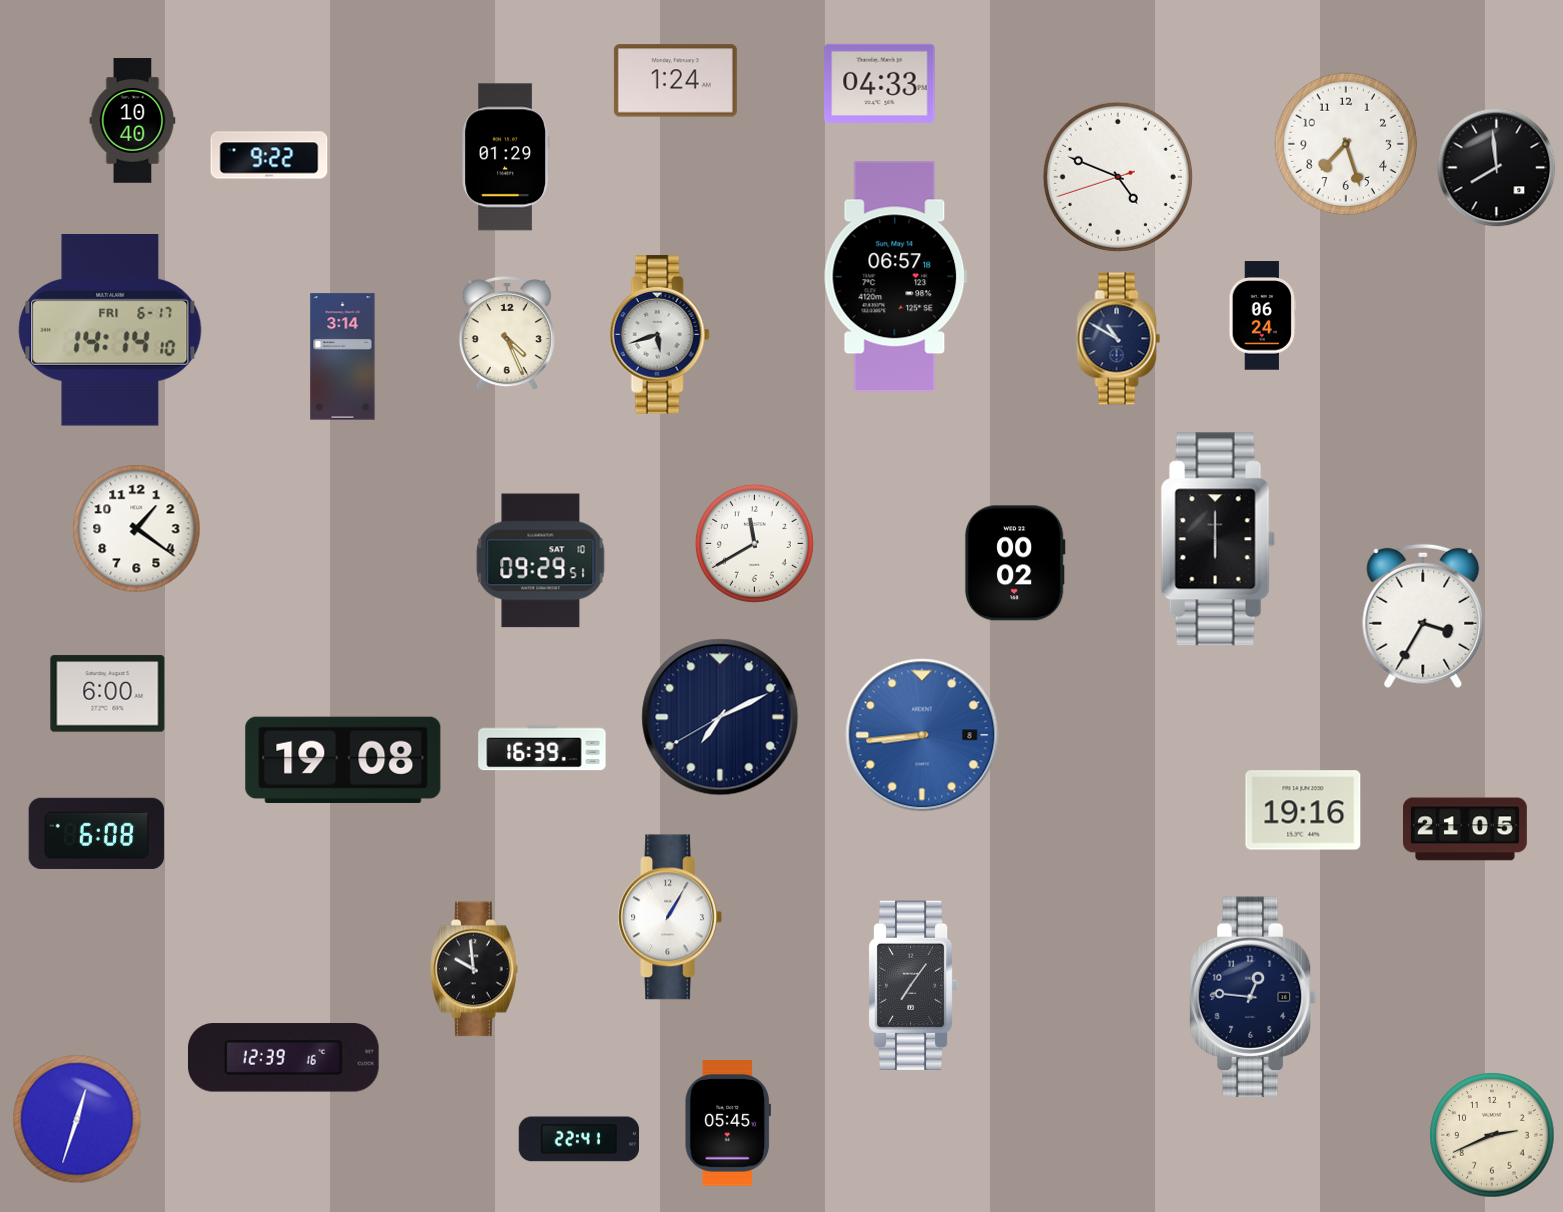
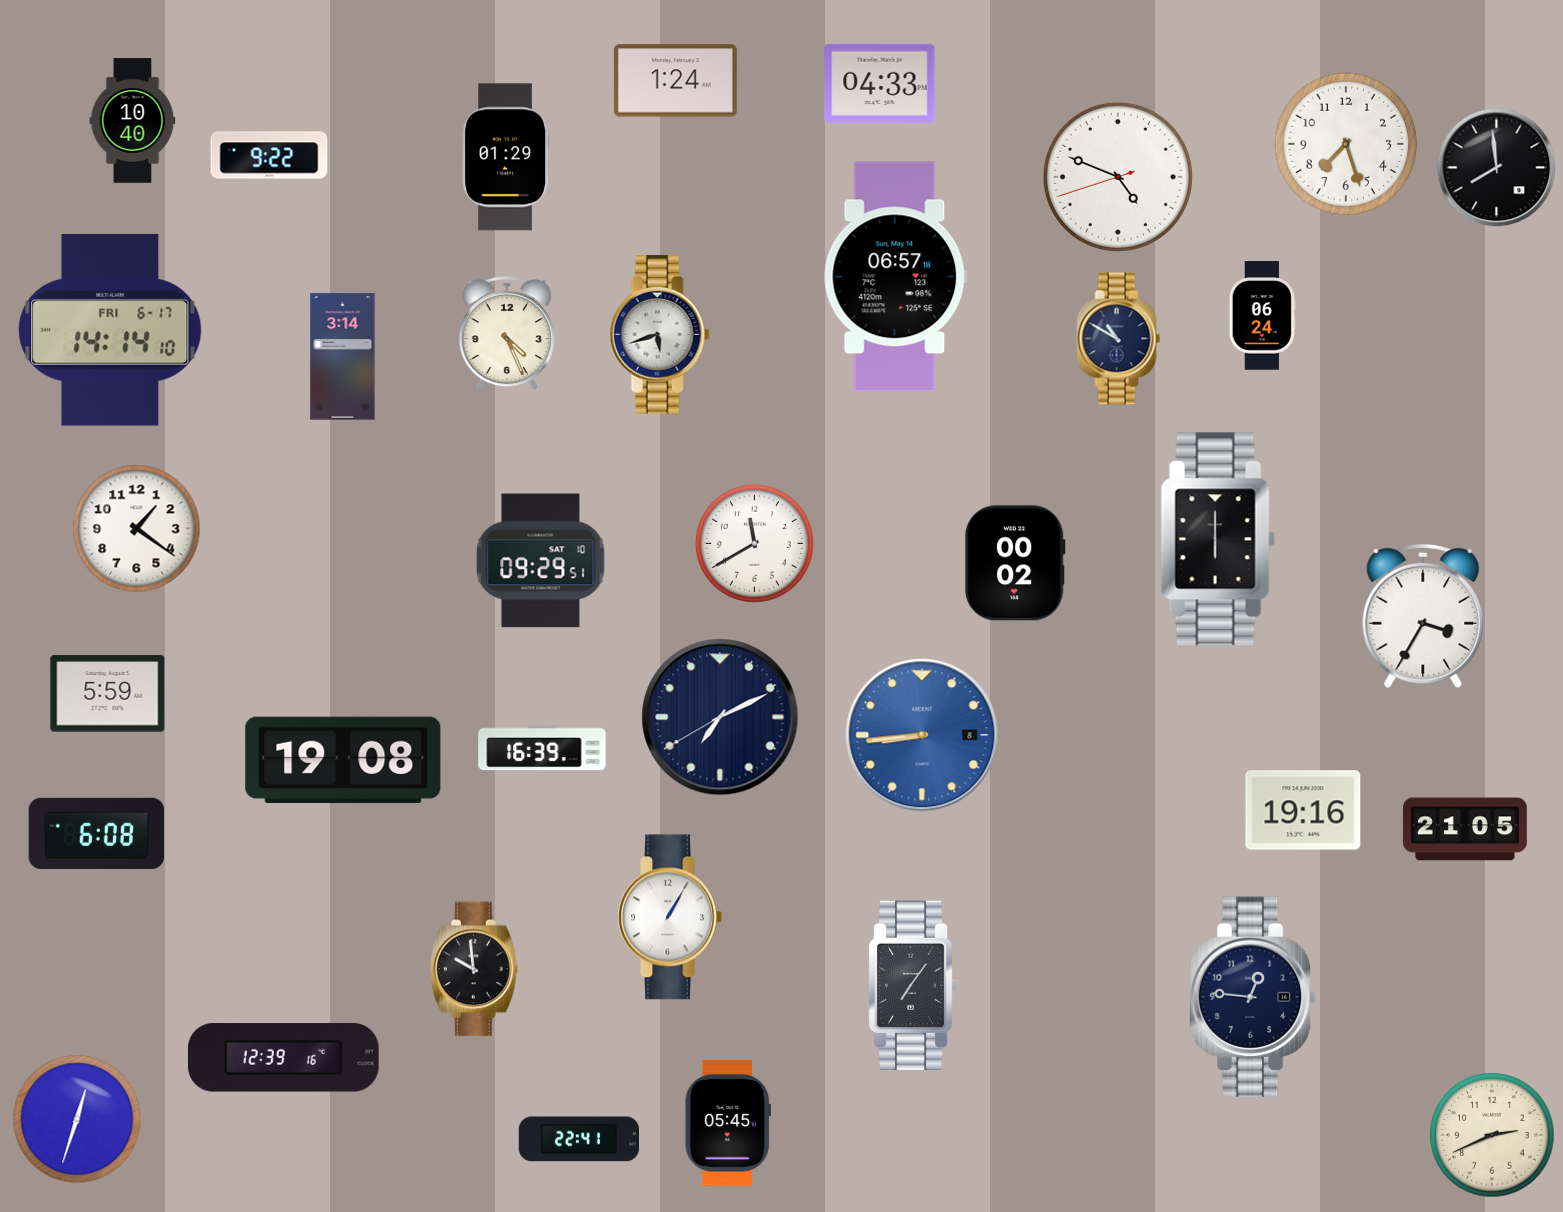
clock at (108, 694): 6:00 -> 5:59
